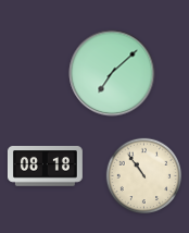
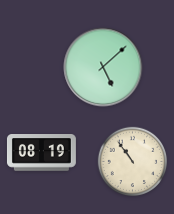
clock at (112, 73): 7:08 -> 5:08
clock at (45, 167): 08:18 -> 08:19
